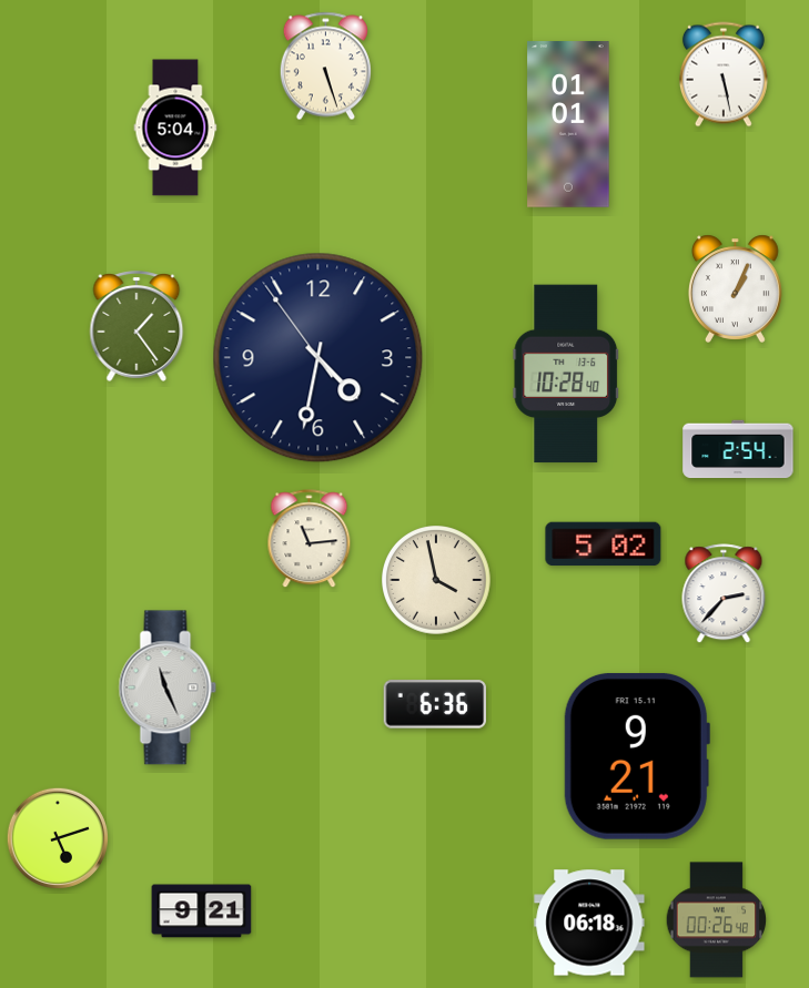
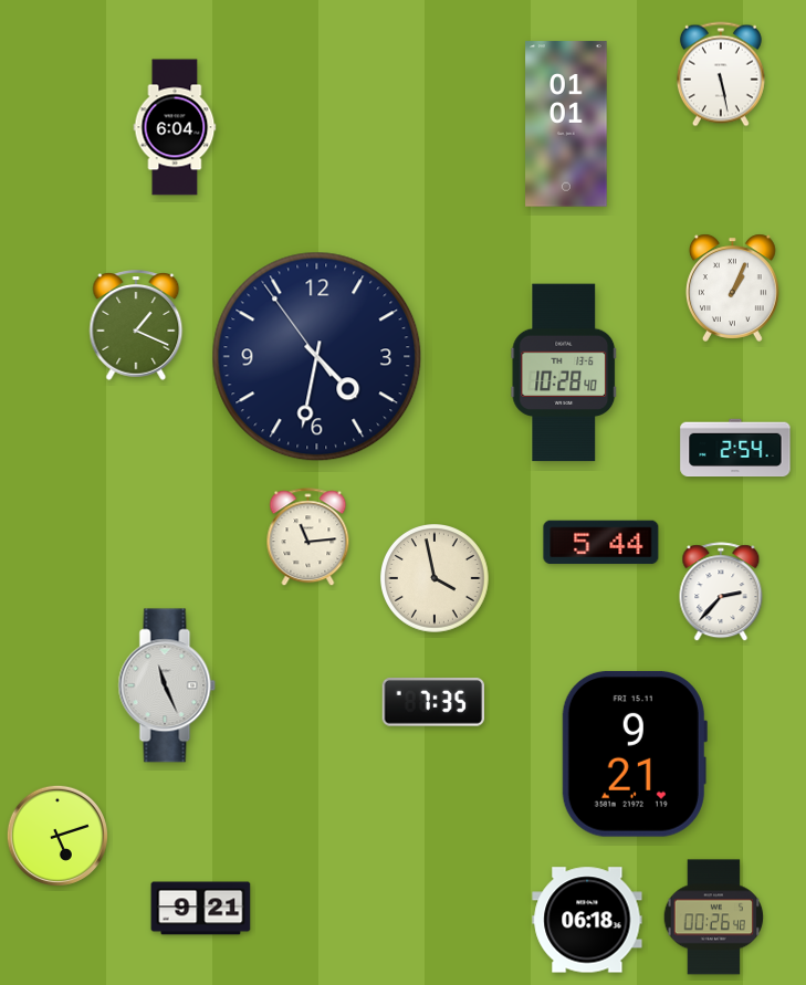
clock at (325, 67): 5:27 -> none
clock at (175, 128): 5:04 -> 6:04
clock at (136, 326): 1:24 -> 1:19
clock at (604, 544): 5:02 -> 5:44
clock at (434, 704): 6:36 -> 7:35
